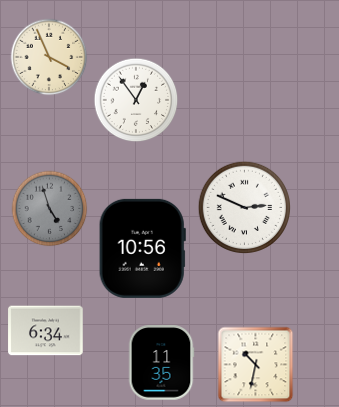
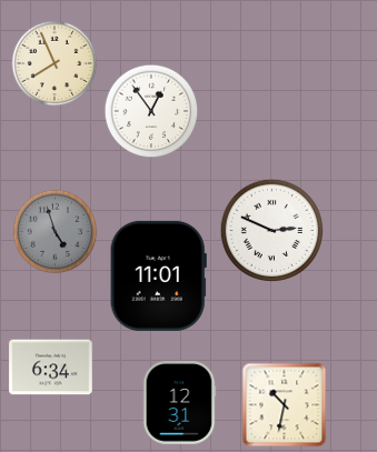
clock at (49, 57): 3:56 -> 7:56
clock at (142, 248): 10:56 -> 11:01
clock at (161, 363): 11:35 -> 12:31
